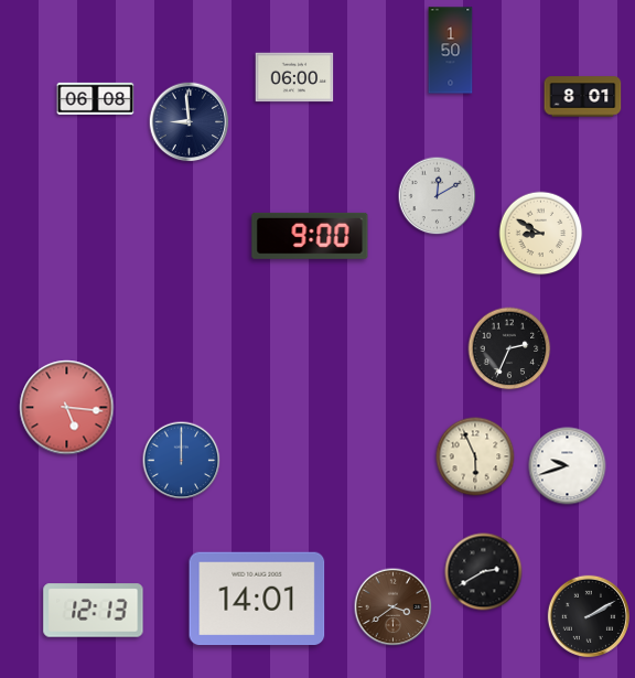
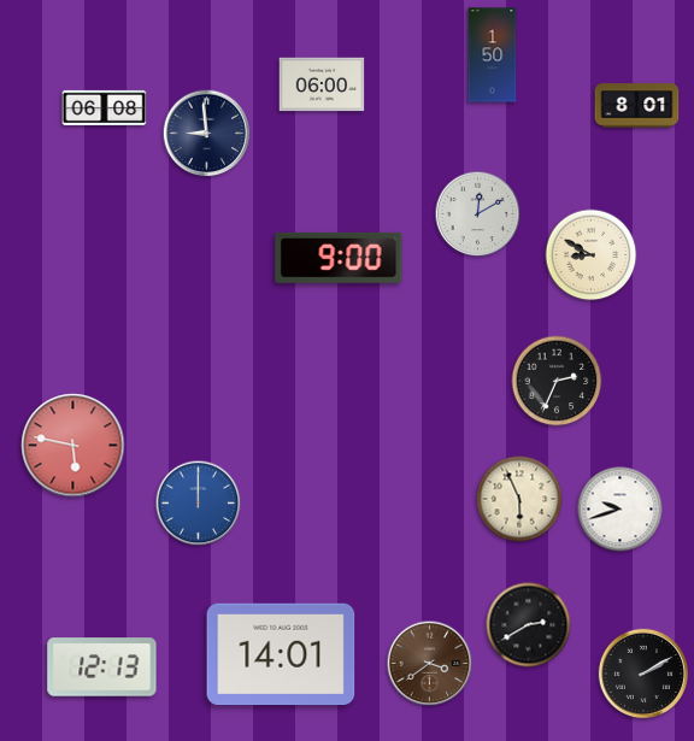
clock at (67, 408): 5:16 -> 5:47
